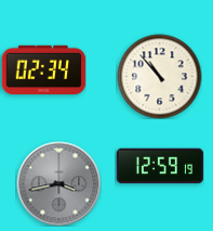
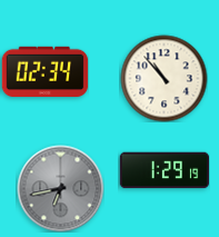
clock at (159, 166): 12:59 -> 1:29
clock at (58, 183): 3:43 -> 6:43
